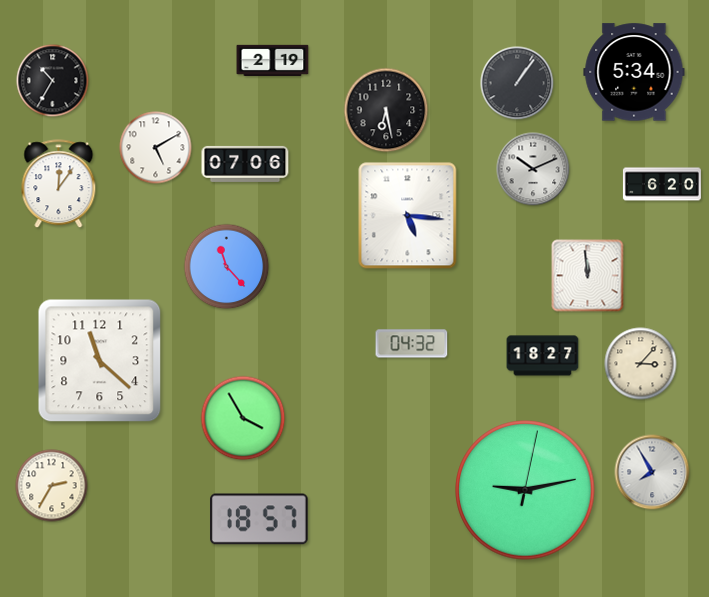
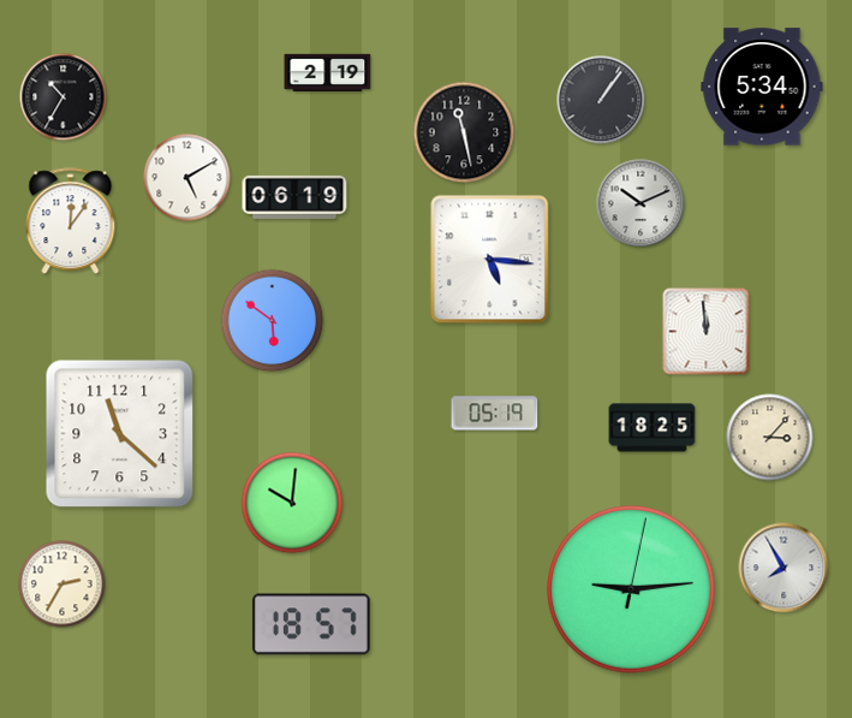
clock at (517, 83) position: (517, 83) -> (601, 100)
clock at (386, 110): 6:28 -> 11:28
clock at (245, 164): 07:06 -> 06:19
clock at (662, 184): 6:20 -> none
clock at (227, 267): 11:23 -> 5:51
clock at (412, 344): 04:32 -> 05:19
clock at (543, 356): 18:27 -> 18:25
clock at (243, 418): 3:55 -> 10:01
clock at (525, 490): 9:13 -> 9:14
